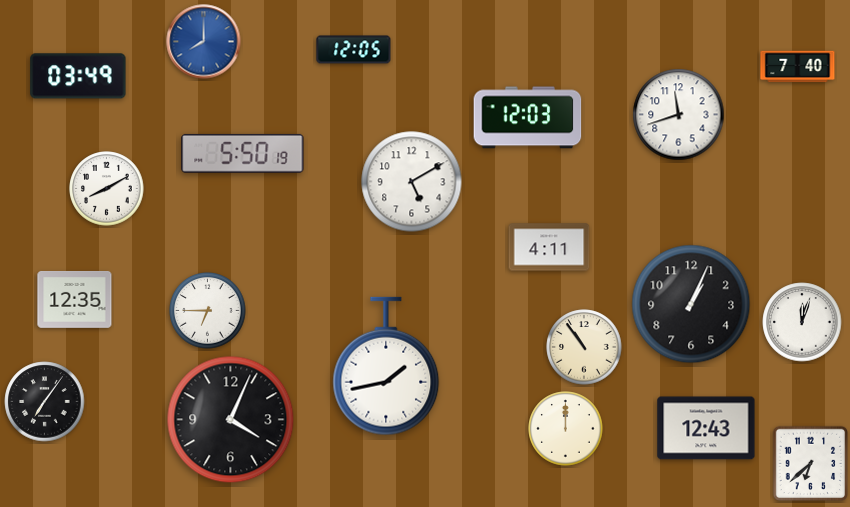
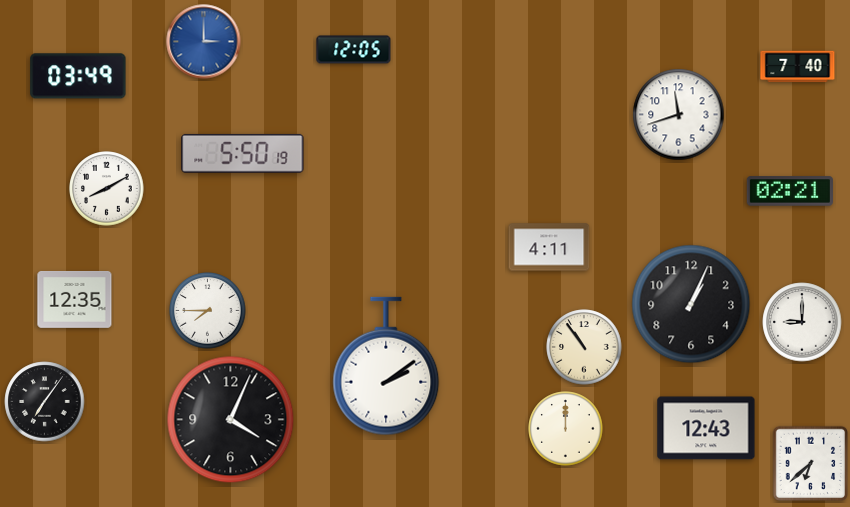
clock at (204, 42): 8:00 -> 3:00
clock at (528, 118): 12:03 -> none
clock at (412, 182): 5:10 -> none
clock at (790, 191): none -> 02:21
clock at (208, 311): 6:45 -> 7:45
clock at (802, 322): 12:03 -> 9:00
clock at (386, 366): 1:43 -> 2:09
